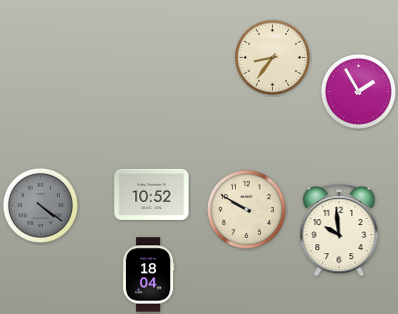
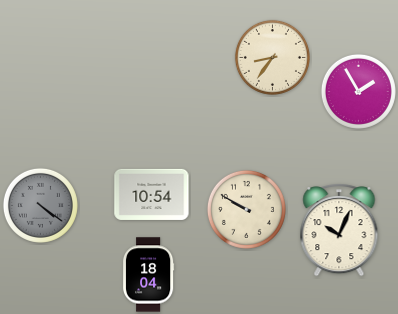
clock at (152, 194): 10:52 -> 10:54
clock at (339, 231): 9:59 -> 10:04
